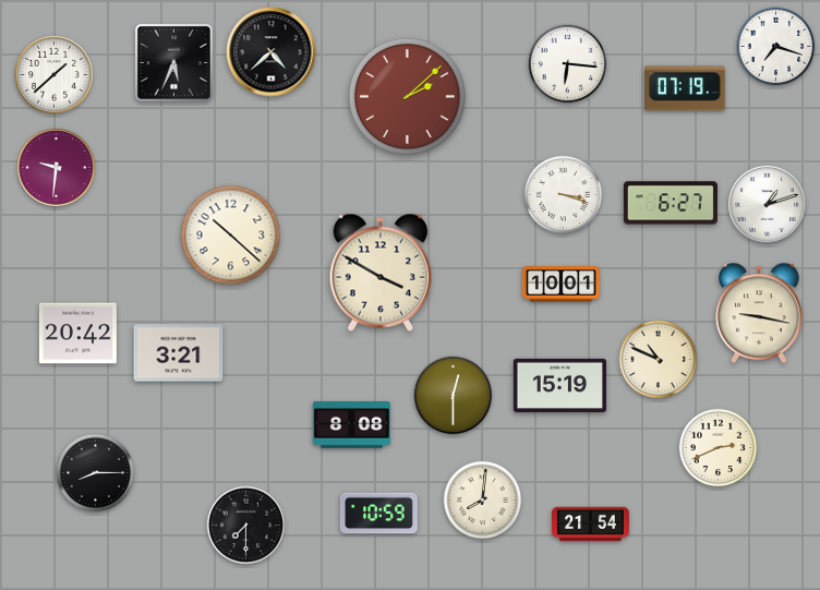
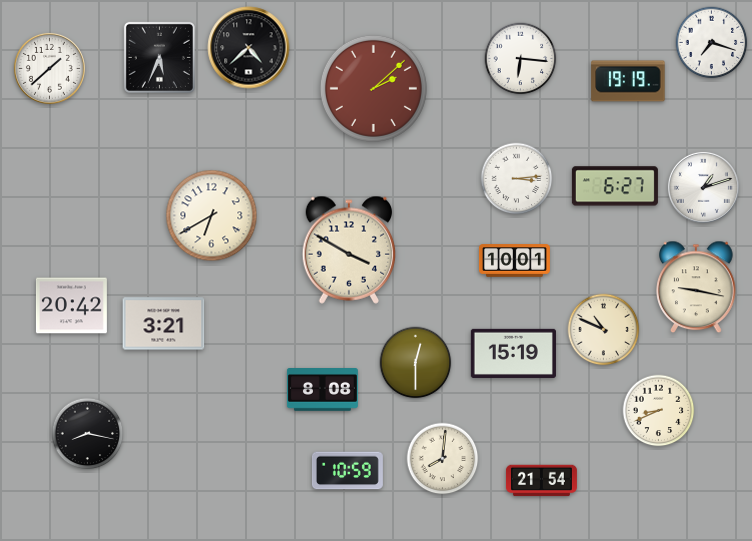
clock at (685, 88): 07:19 -> 19:19
clock at (56, 167): 9:31 -> none
clock at (564, 195): 3:18 -> 3:14
clock at (231, 236): 10:22 -> 6:40
clock at (719, 448): 2:41 -> 8:41
clock at (96, 473): 8:15 -> 8:17
clock at (246, 526): 7:30 -> none
